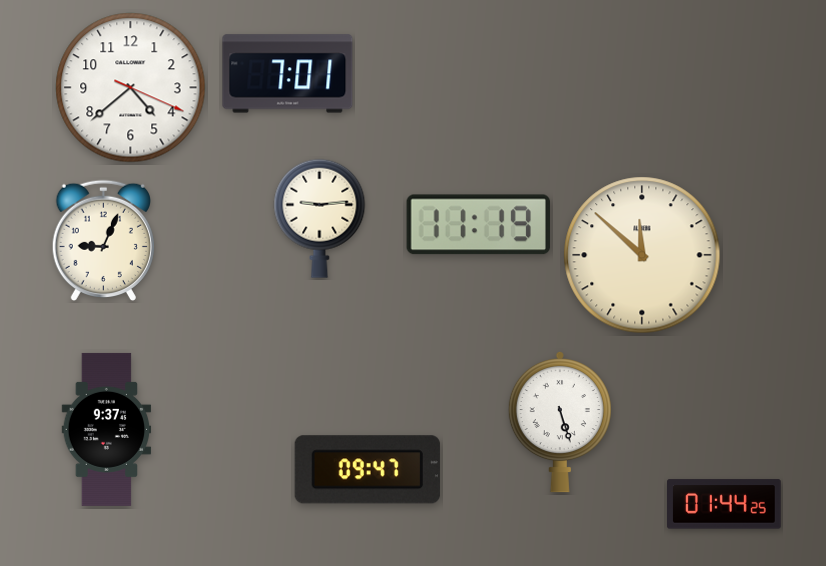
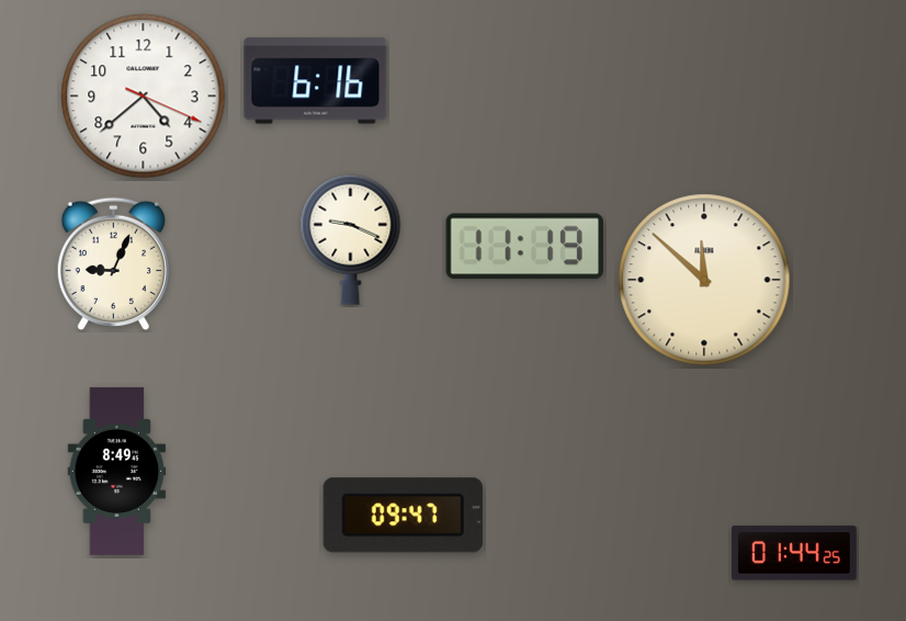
clock at (288, 74): 7:01 -> 6:16
clock at (320, 218): 9:14 -> 9:19
clock at (560, 422): 5:27 -> none
clock at (107, 429): 9:37 -> 8:49
